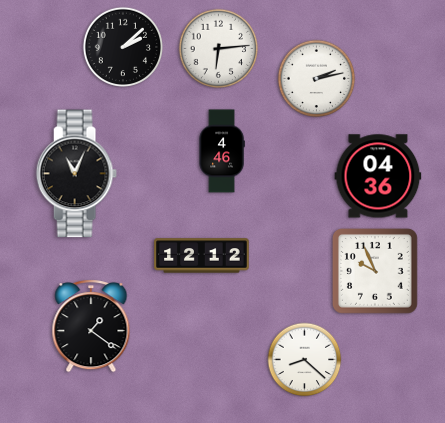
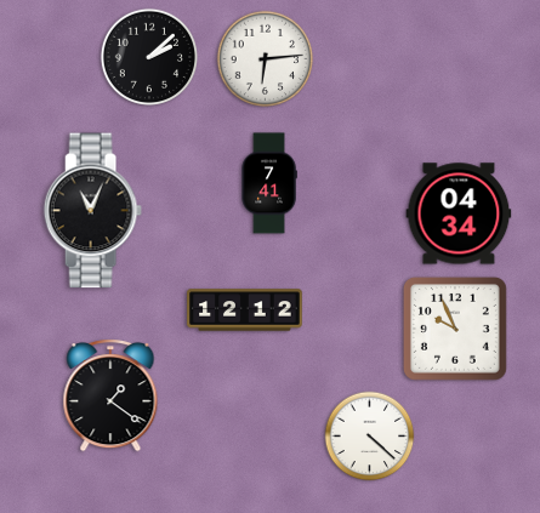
clock at (317, 79): 2:13 -> none
clock at (222, 151): 4:46 -> 7:41
clock at (378, 176): 04:36 -> 04:34
clock at (305, 360): 8:22 -> 4:22
